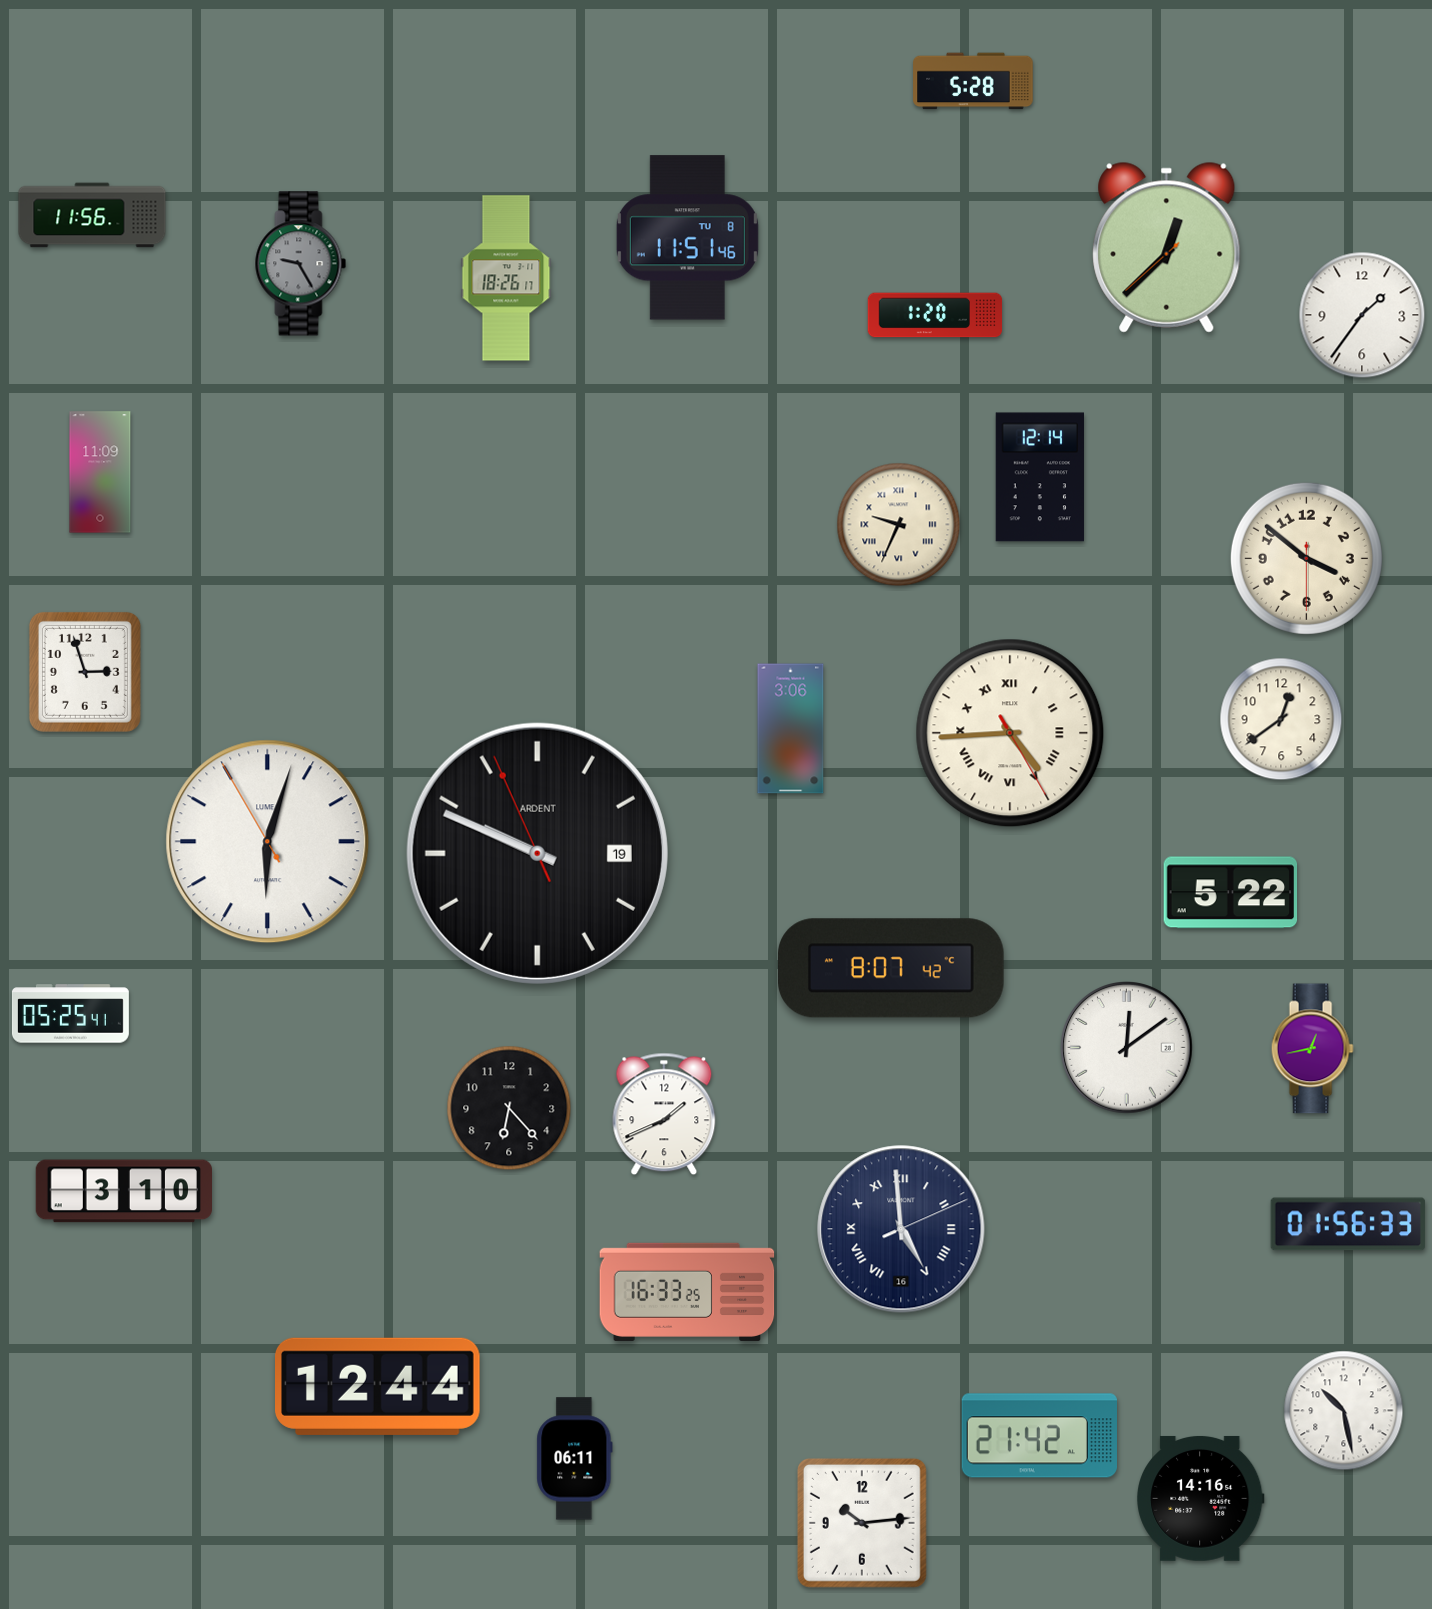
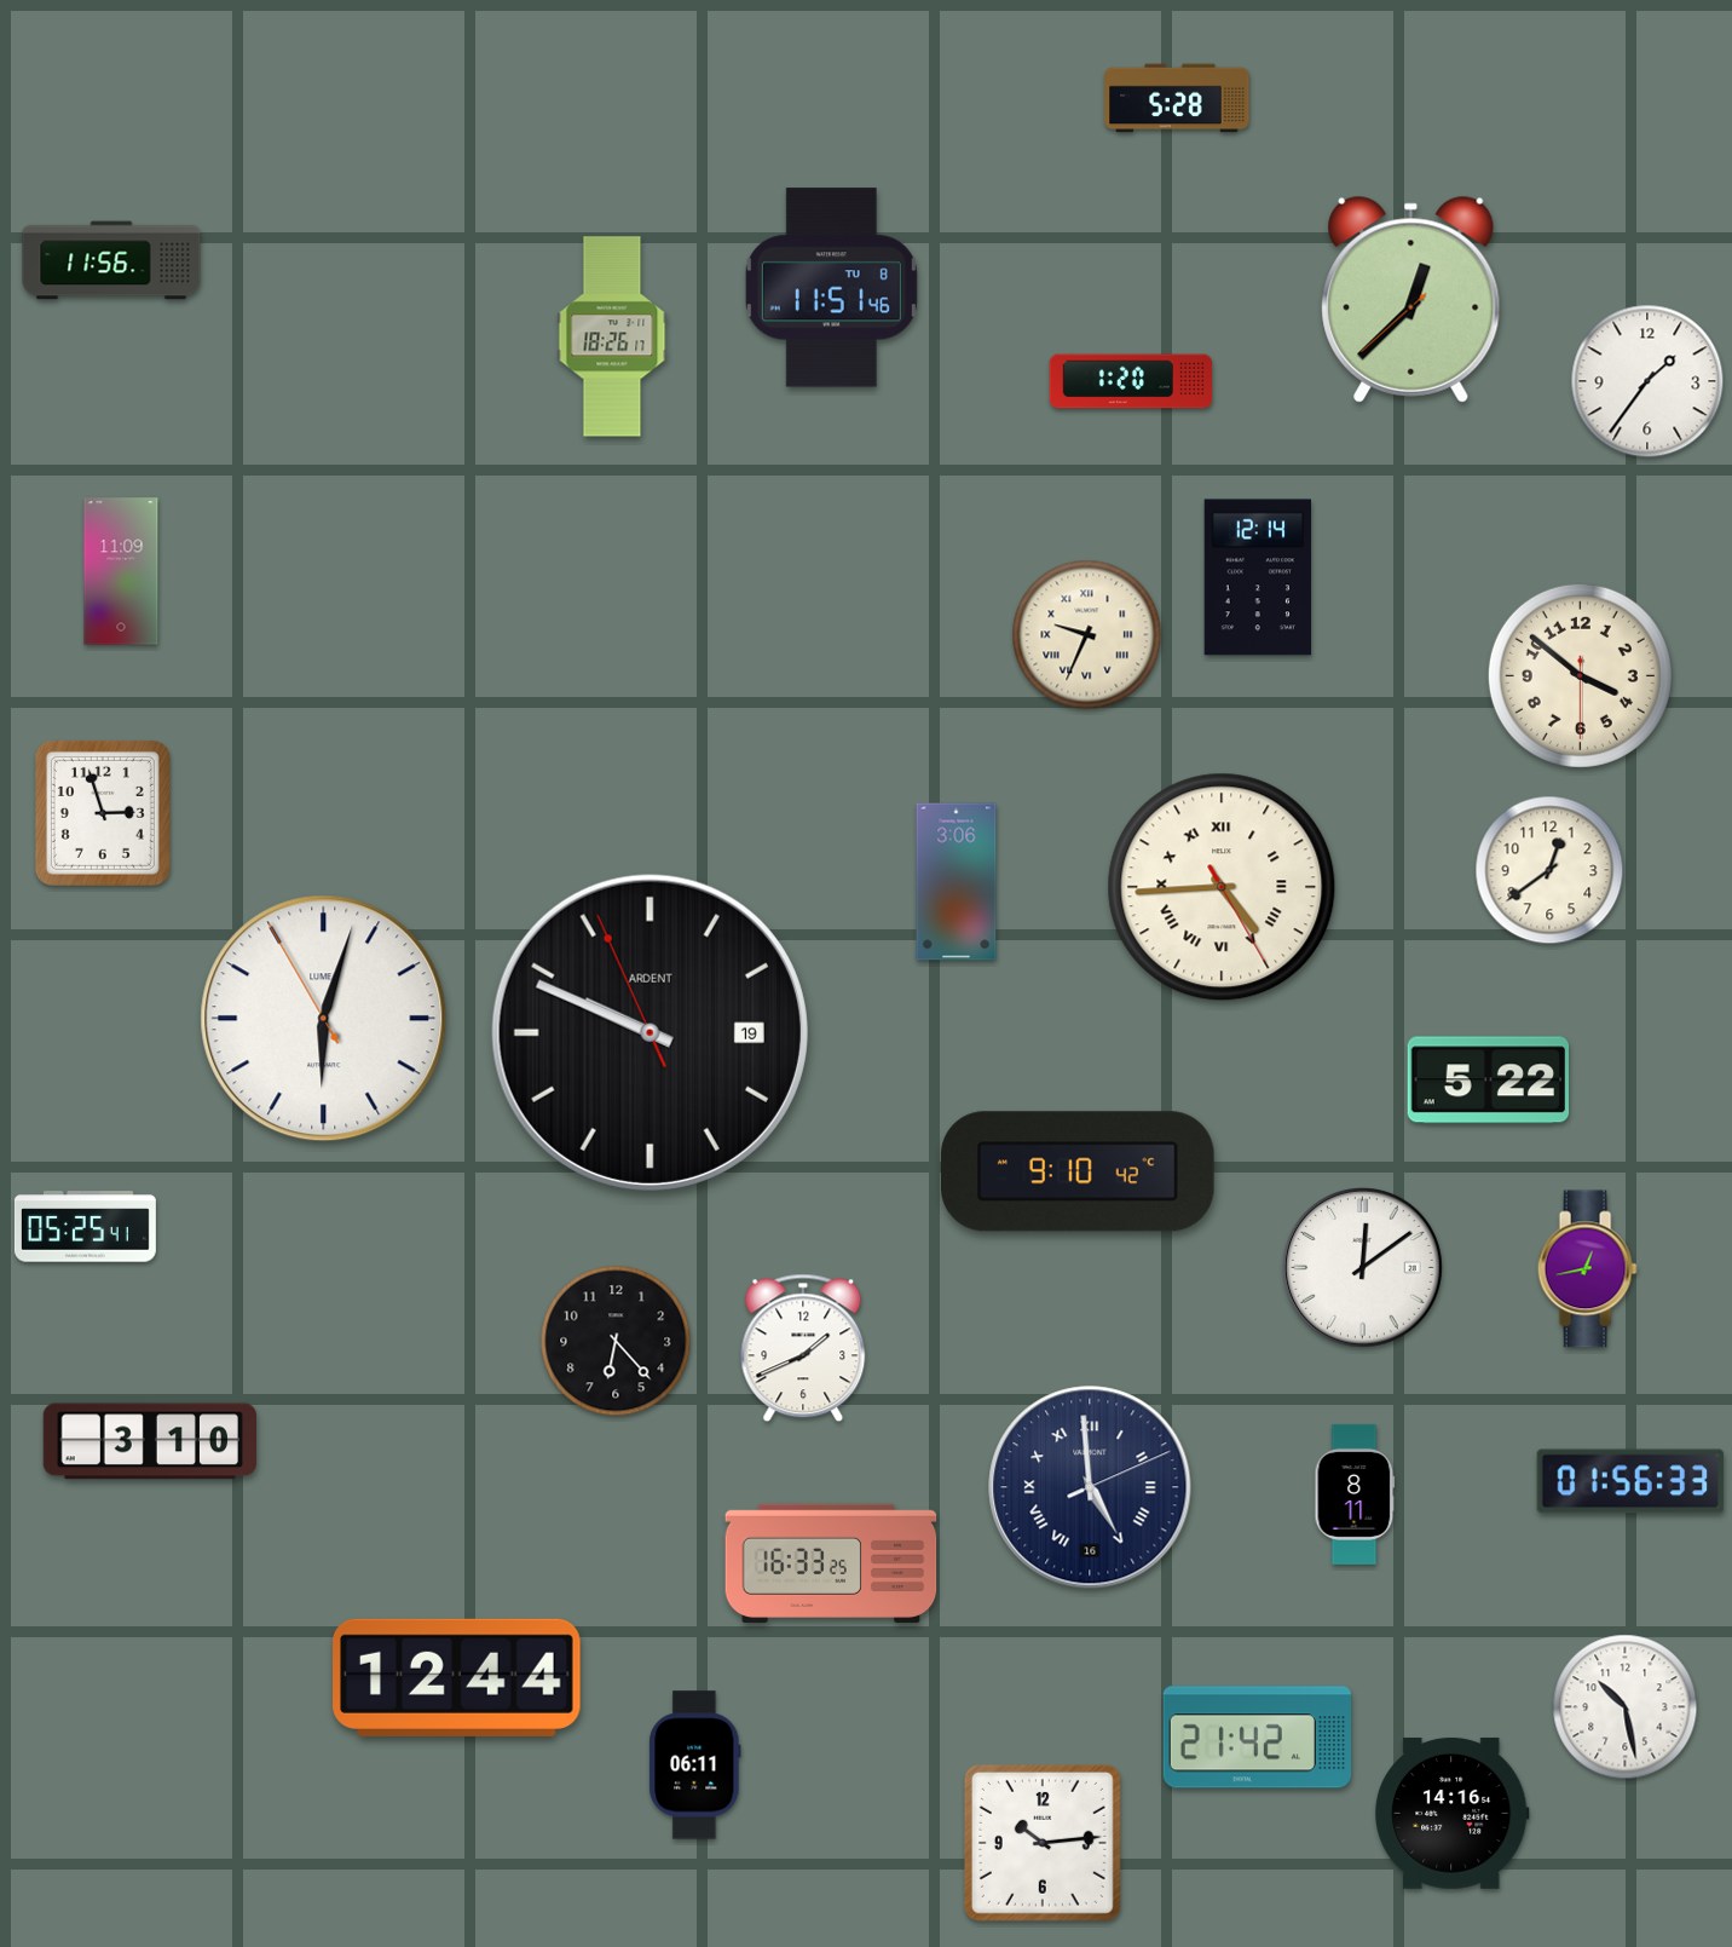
clock at (301, 264): 9:25 -> none
clock at (892, 968): 8:07 -> 9:10
clock at (1355, 1494): none -> 8:11
